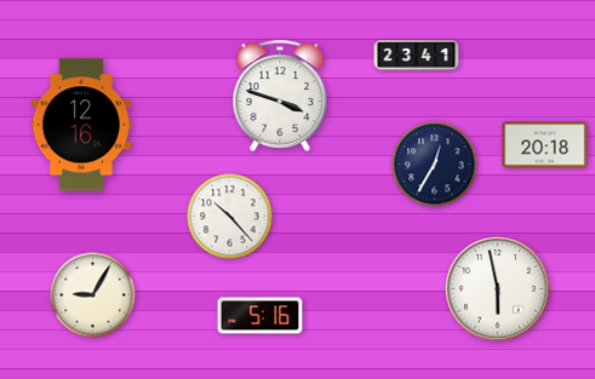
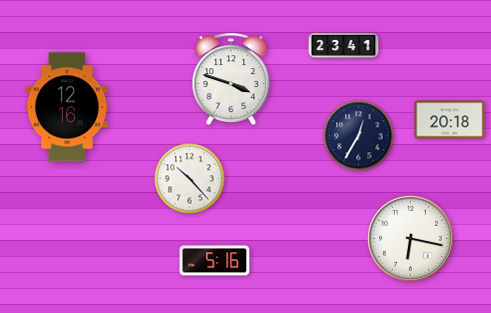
clock at (81, 125) position: (81, 125) -> (67, 107)
clock at (498, 289): 5:58 -> 6:17
clock at (93, 295): 9:05 -> none
